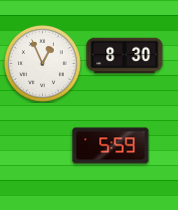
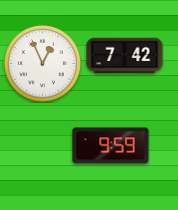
clock at (125, 56): 8:30 -> 7:42
clock at (111, 146): 5:59 -> 9:59
